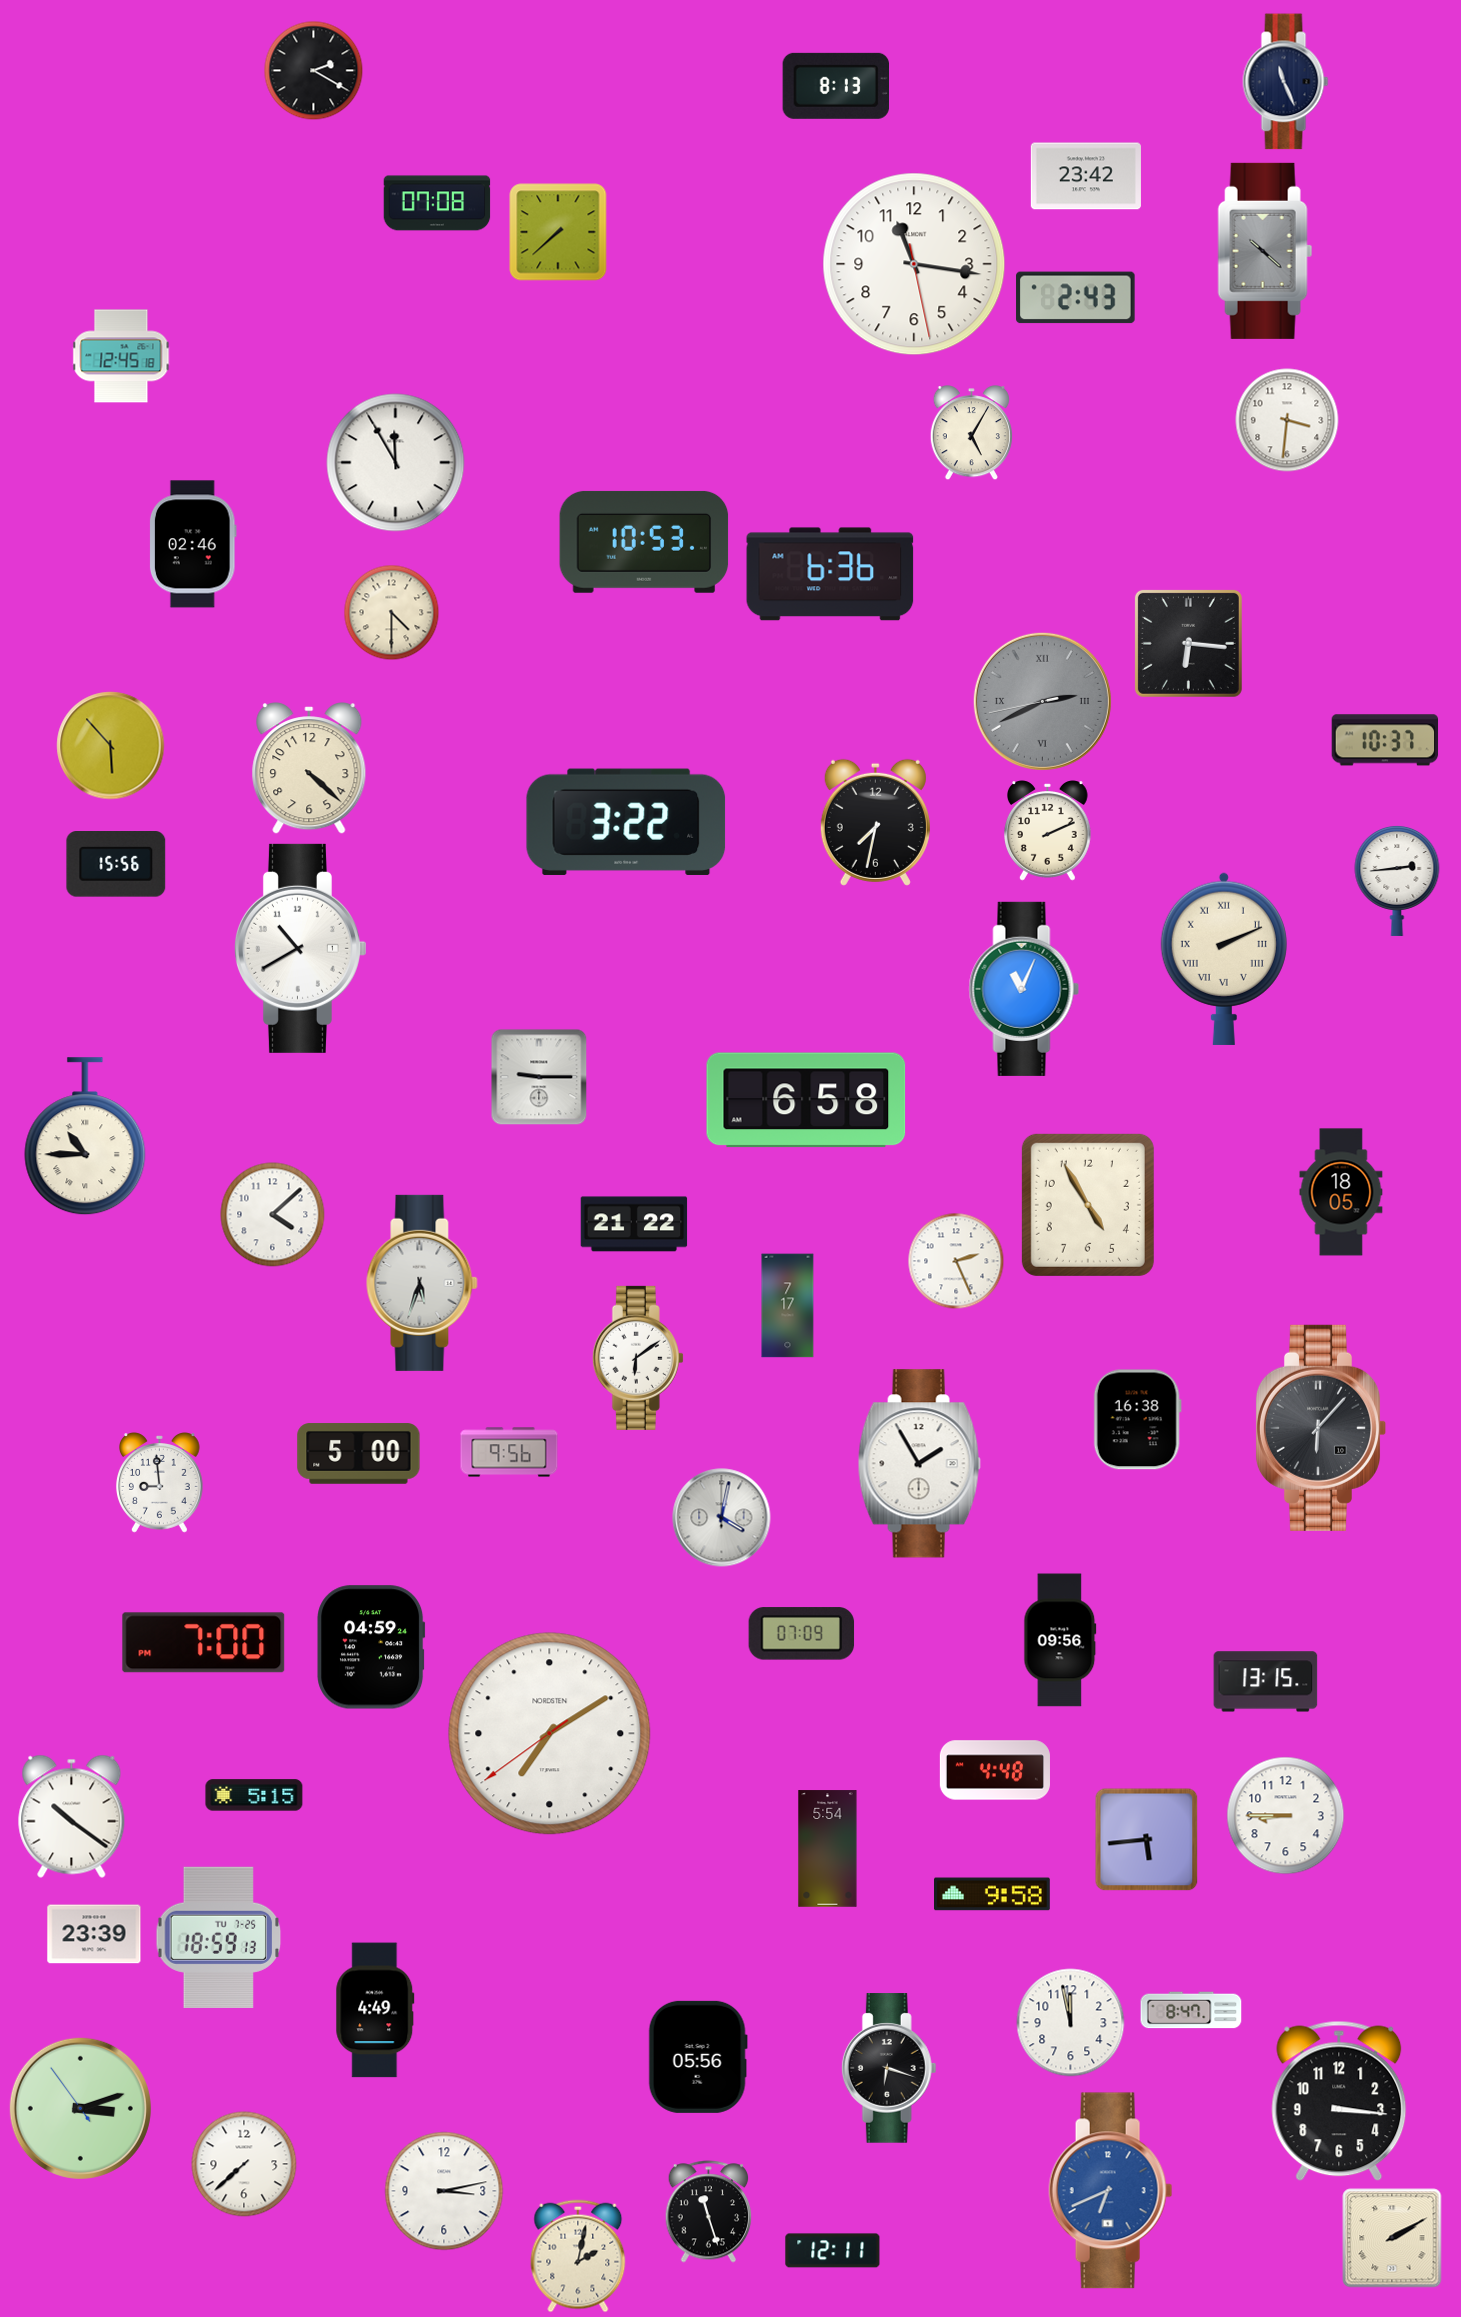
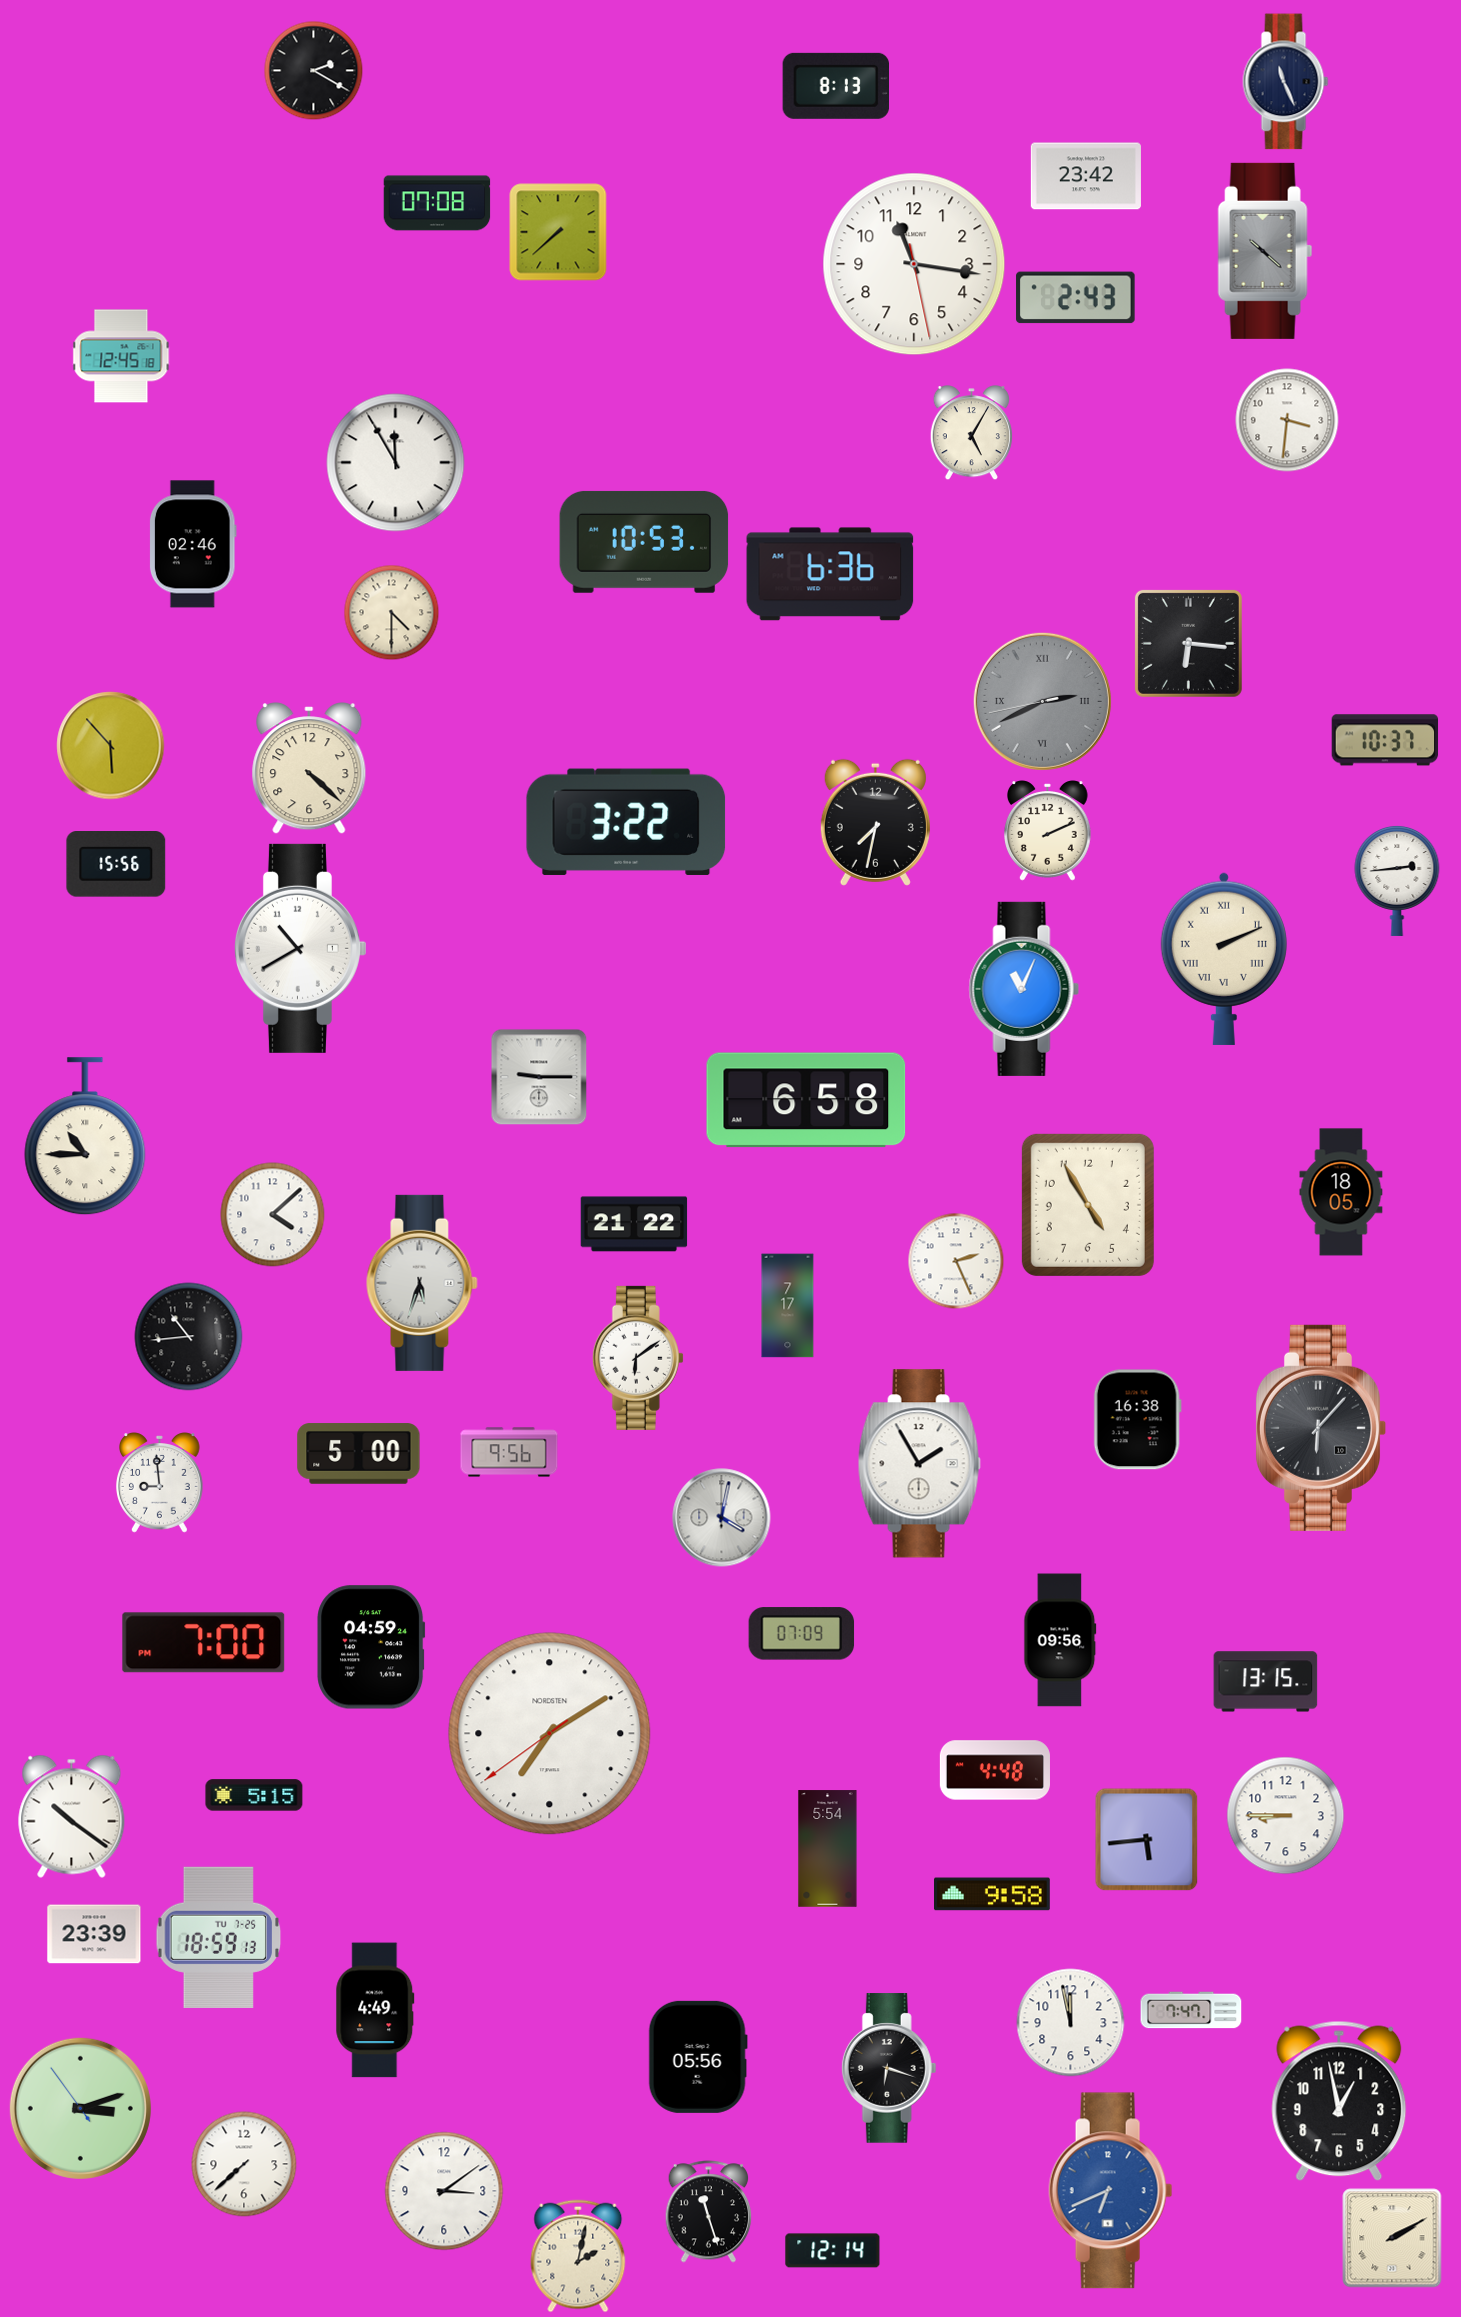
clock at (189, 1337): none -> 10:44
clock at (1191, 2010): 8:47 -> 7:47
clock at (1339, 2101): 3:16 -> 12:58
clock at (444, 2191): 3:13 -> 3:09
clock at (833, 2251): 12:11 -> 12:14
